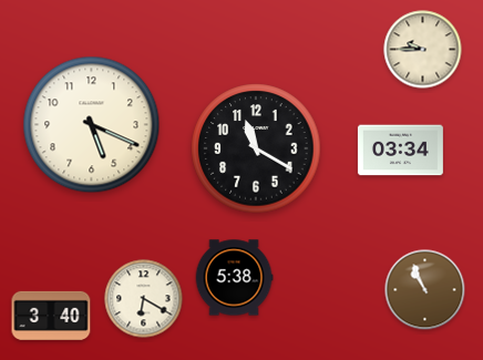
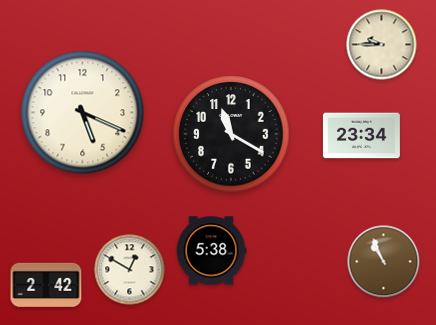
clock at (400, 151): 03:34 -> 23:34
clock at (144, 299): 6:20 -> 12:50
clock at (51, 316): 3:40 -> 2:42
